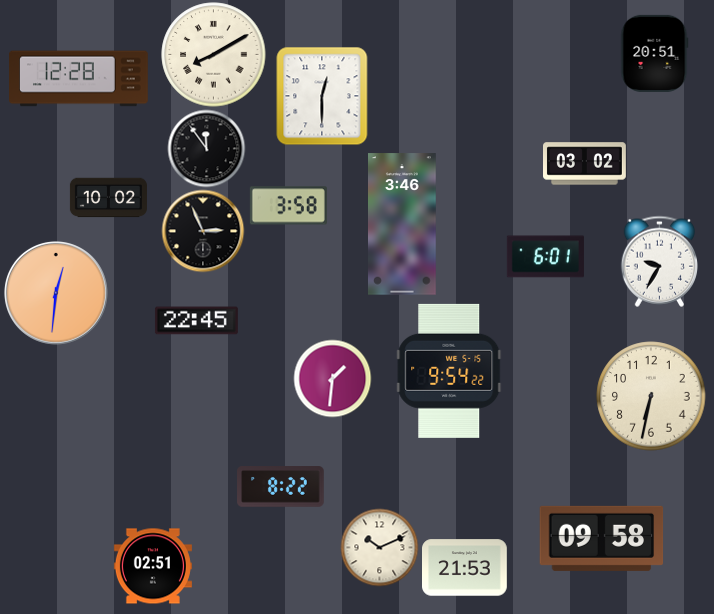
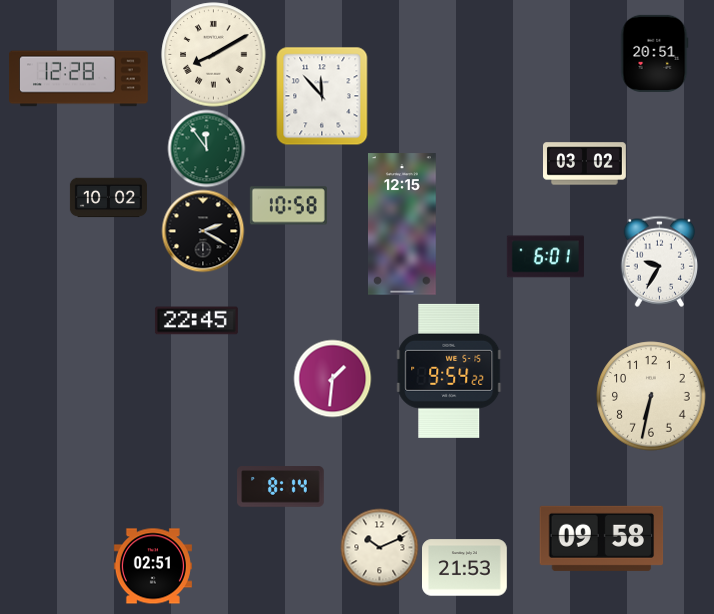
clock at (322, 96): 12:30 -> 11:53
clock at (206, 148) dial: black -> green
clock at (288, 206): 3:58 -> 10:58
clock at (403, 224): 3:46 -> 12:15
clock at (203, 231): 2:56 -> 2:20
clock at (56, 293): 12:31 -> none
clock at (281, 487): 8:22 -> 8:14
